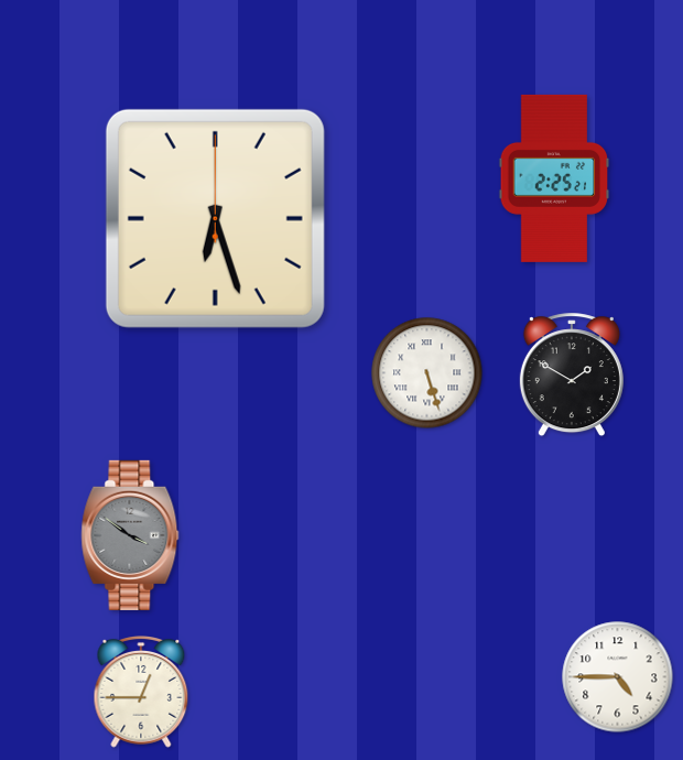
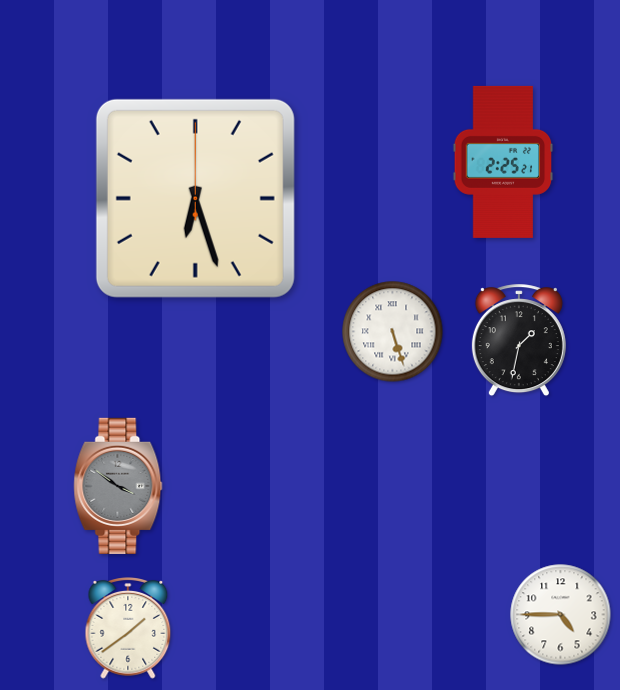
clock at (427, 373) position: (427, 373) -> (393, 332)
clock at (572, 376): 1:50 -> 1:32
clock at (141, 693): 12:45 -> 1:39
